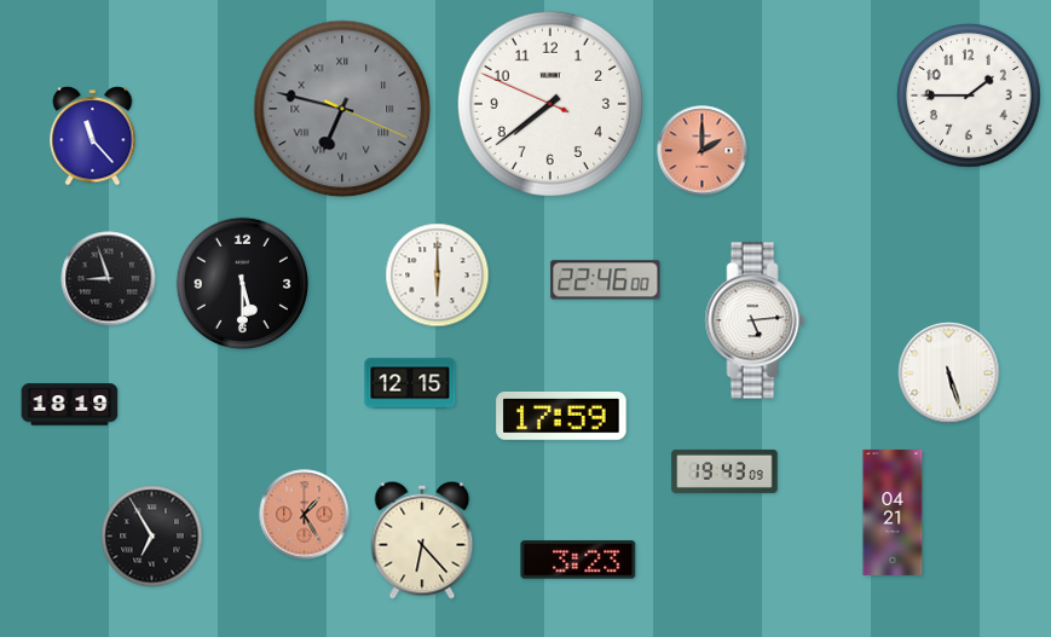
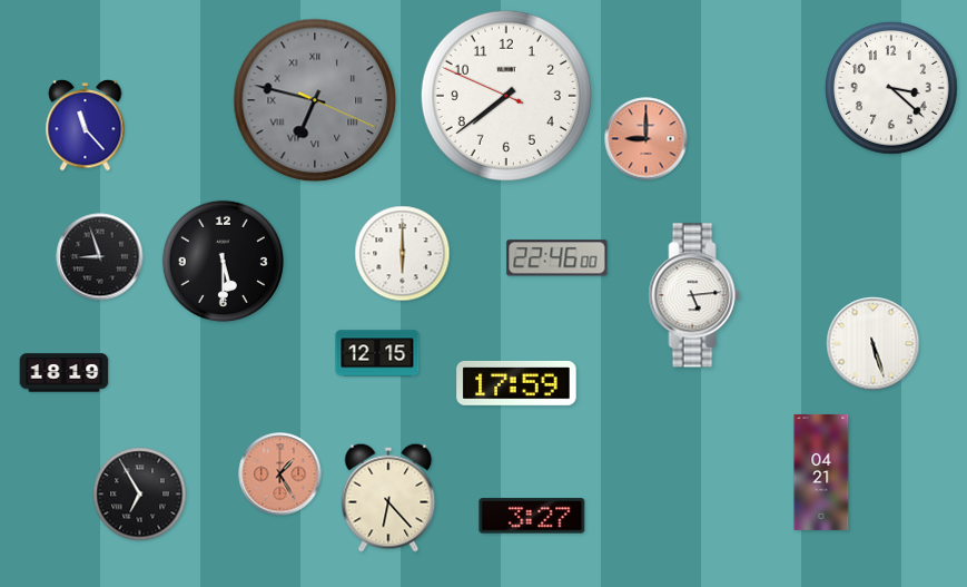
clock at (970, 97): 1:45 -> 3:22
clock at (703, 151): 2:00 -> 9:00
clock at (724, 471): 19:43 -> none
clock at (578, 560): 3:23 -> 3:27
